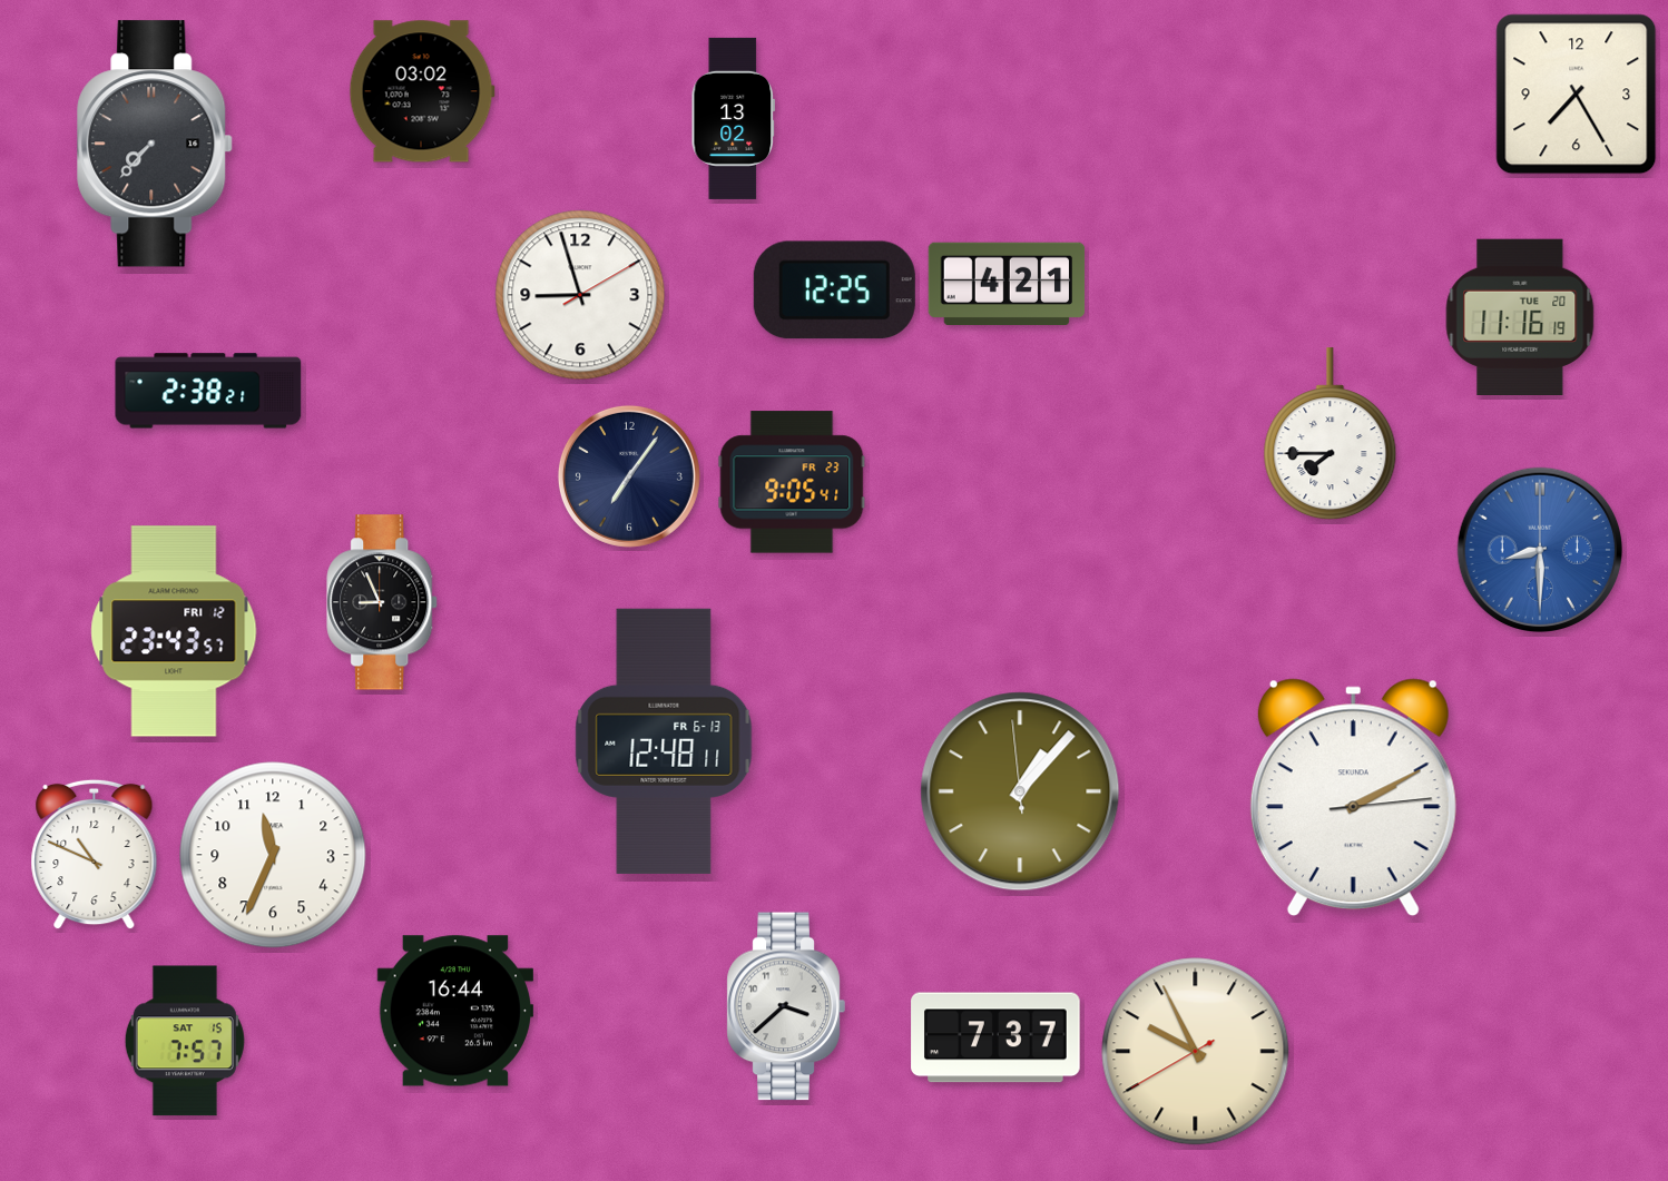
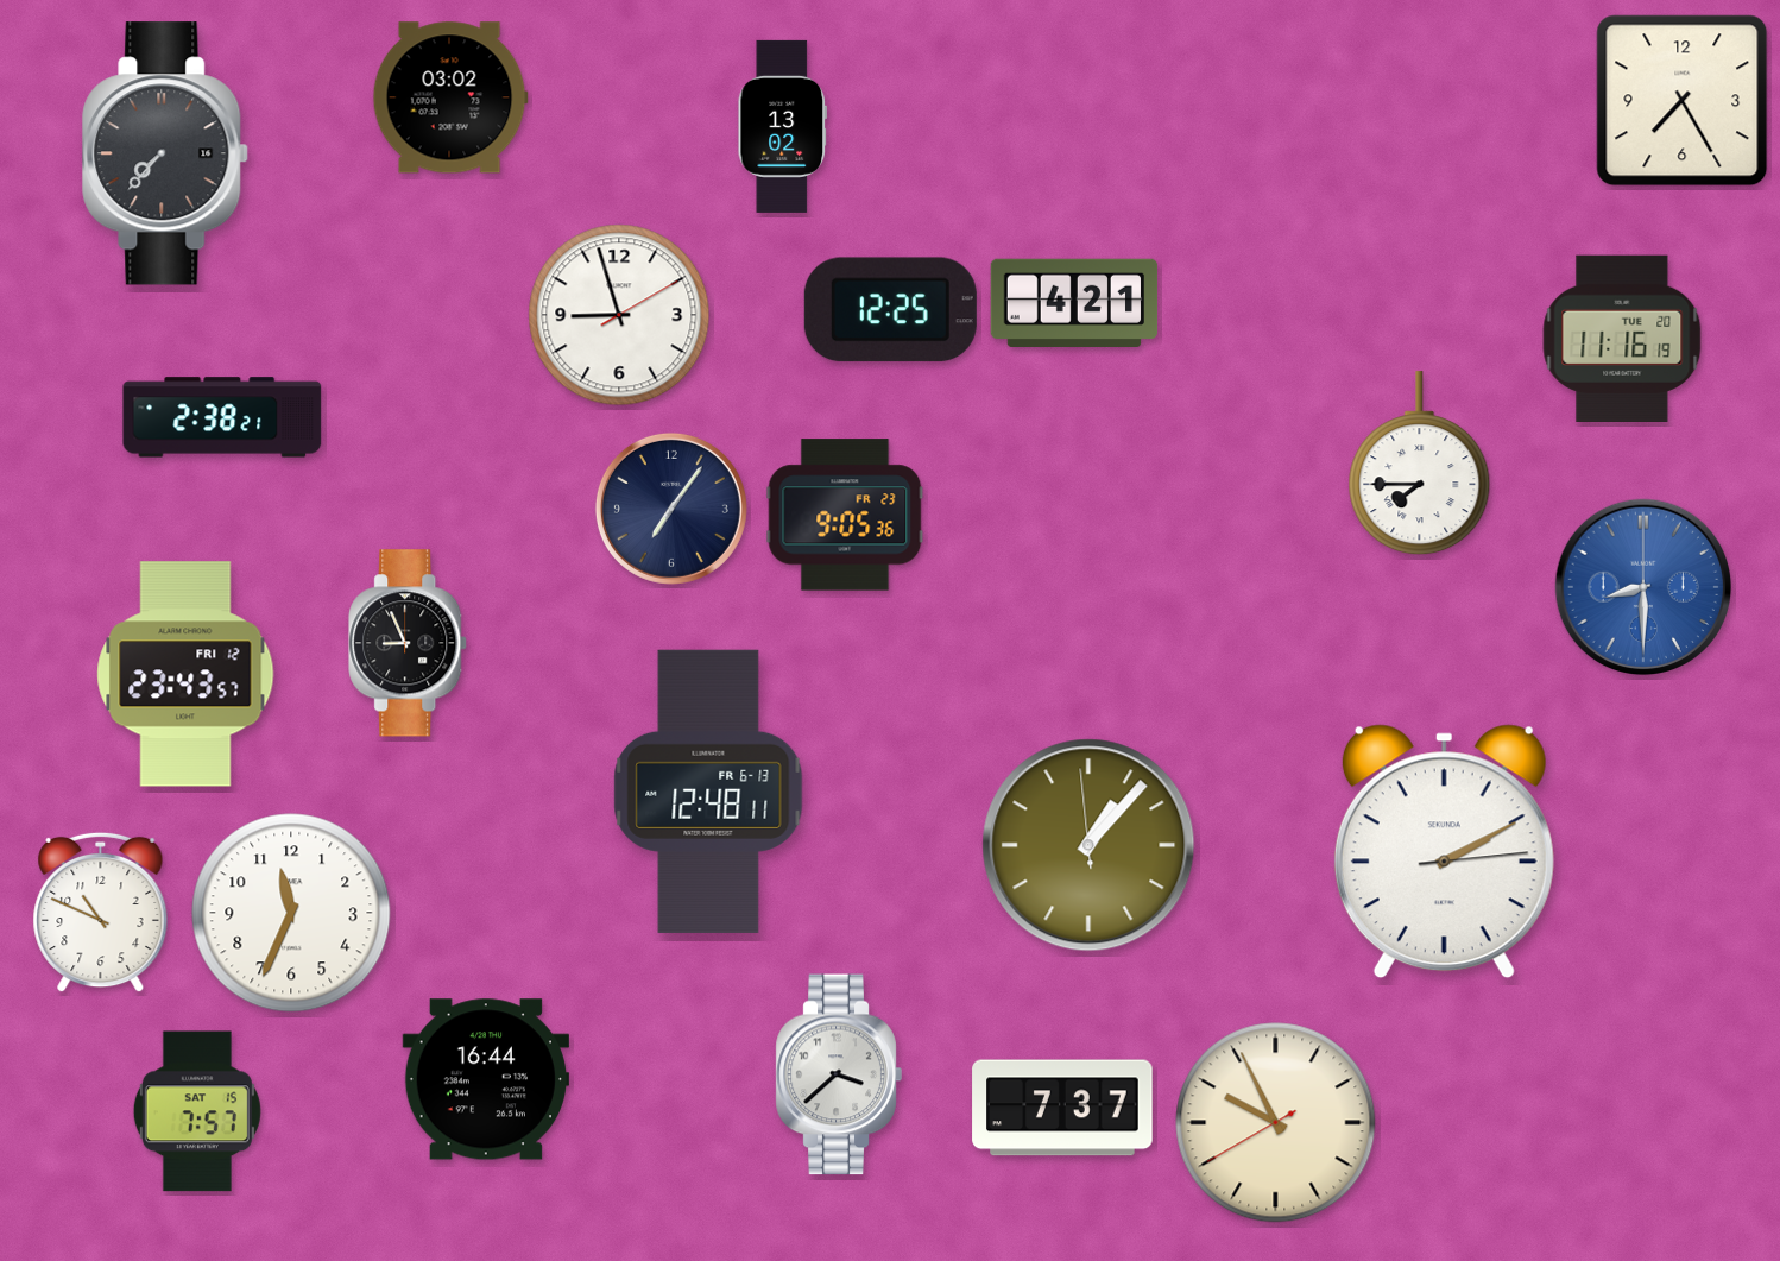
clock at (792, 482): 9:05:41 -> 9:05:36
